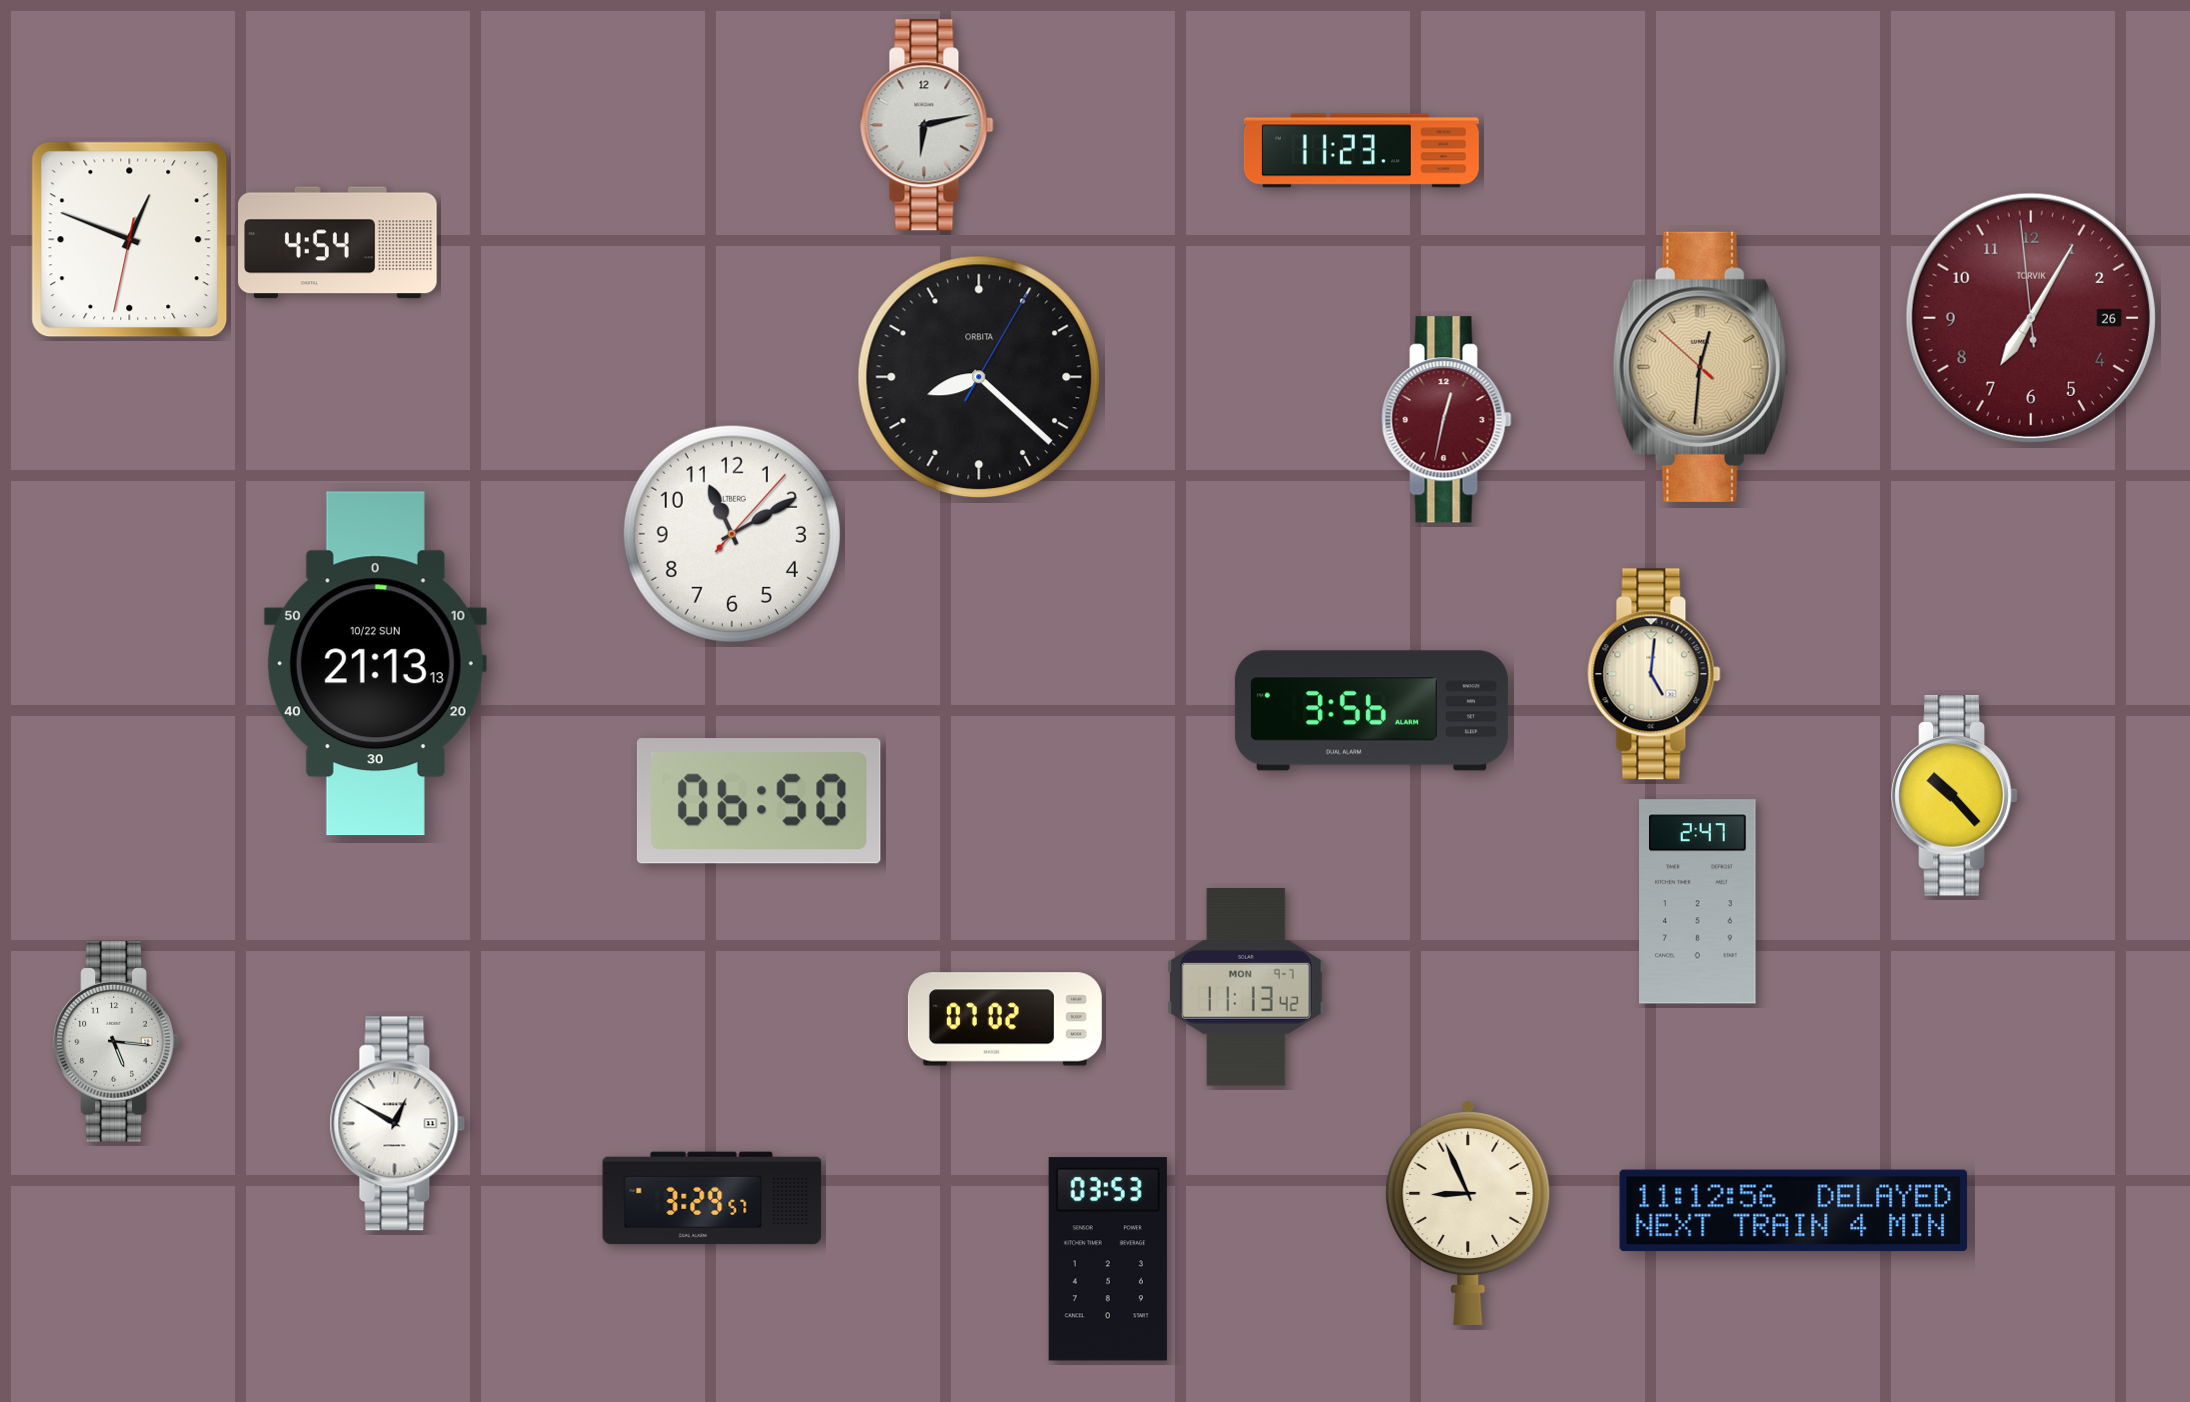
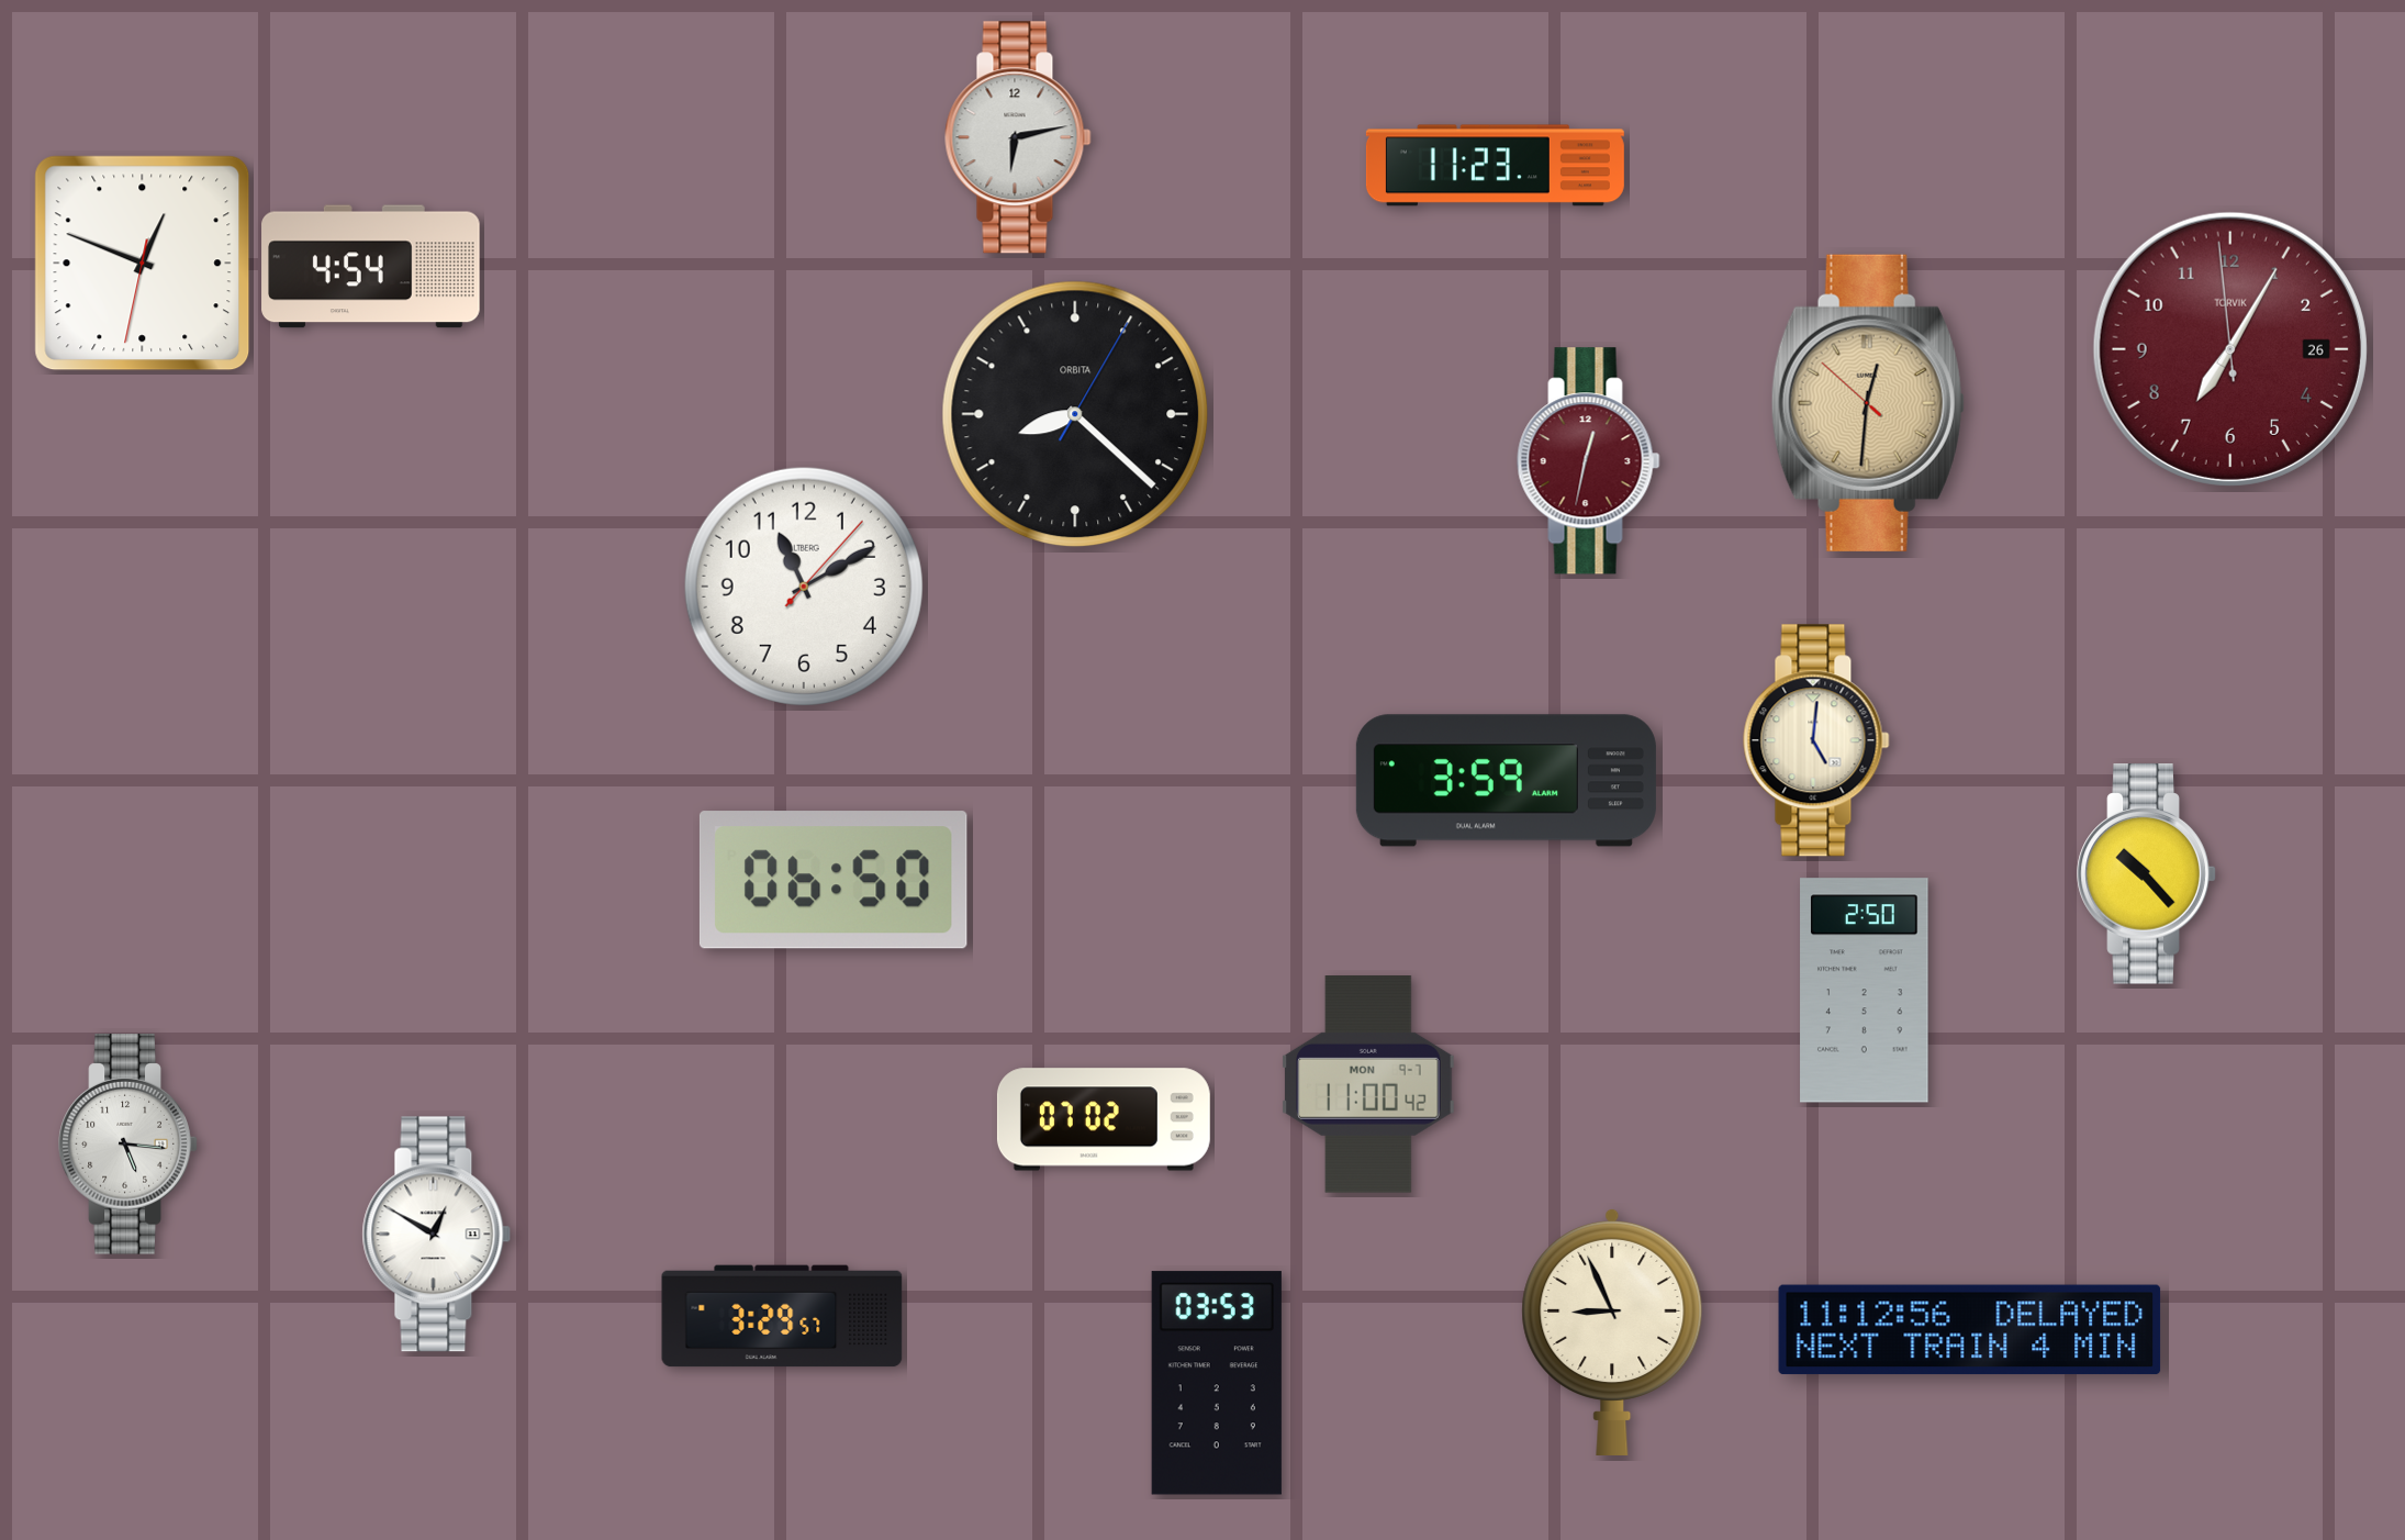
clock at (375, 664): 21:13 -> none
clock at (1371, 711): 3:56 -> 3:59
clock at (1698, 902): 2:47 -> 2:50
clock at (1247, 988): 11:13 -> 11:00
